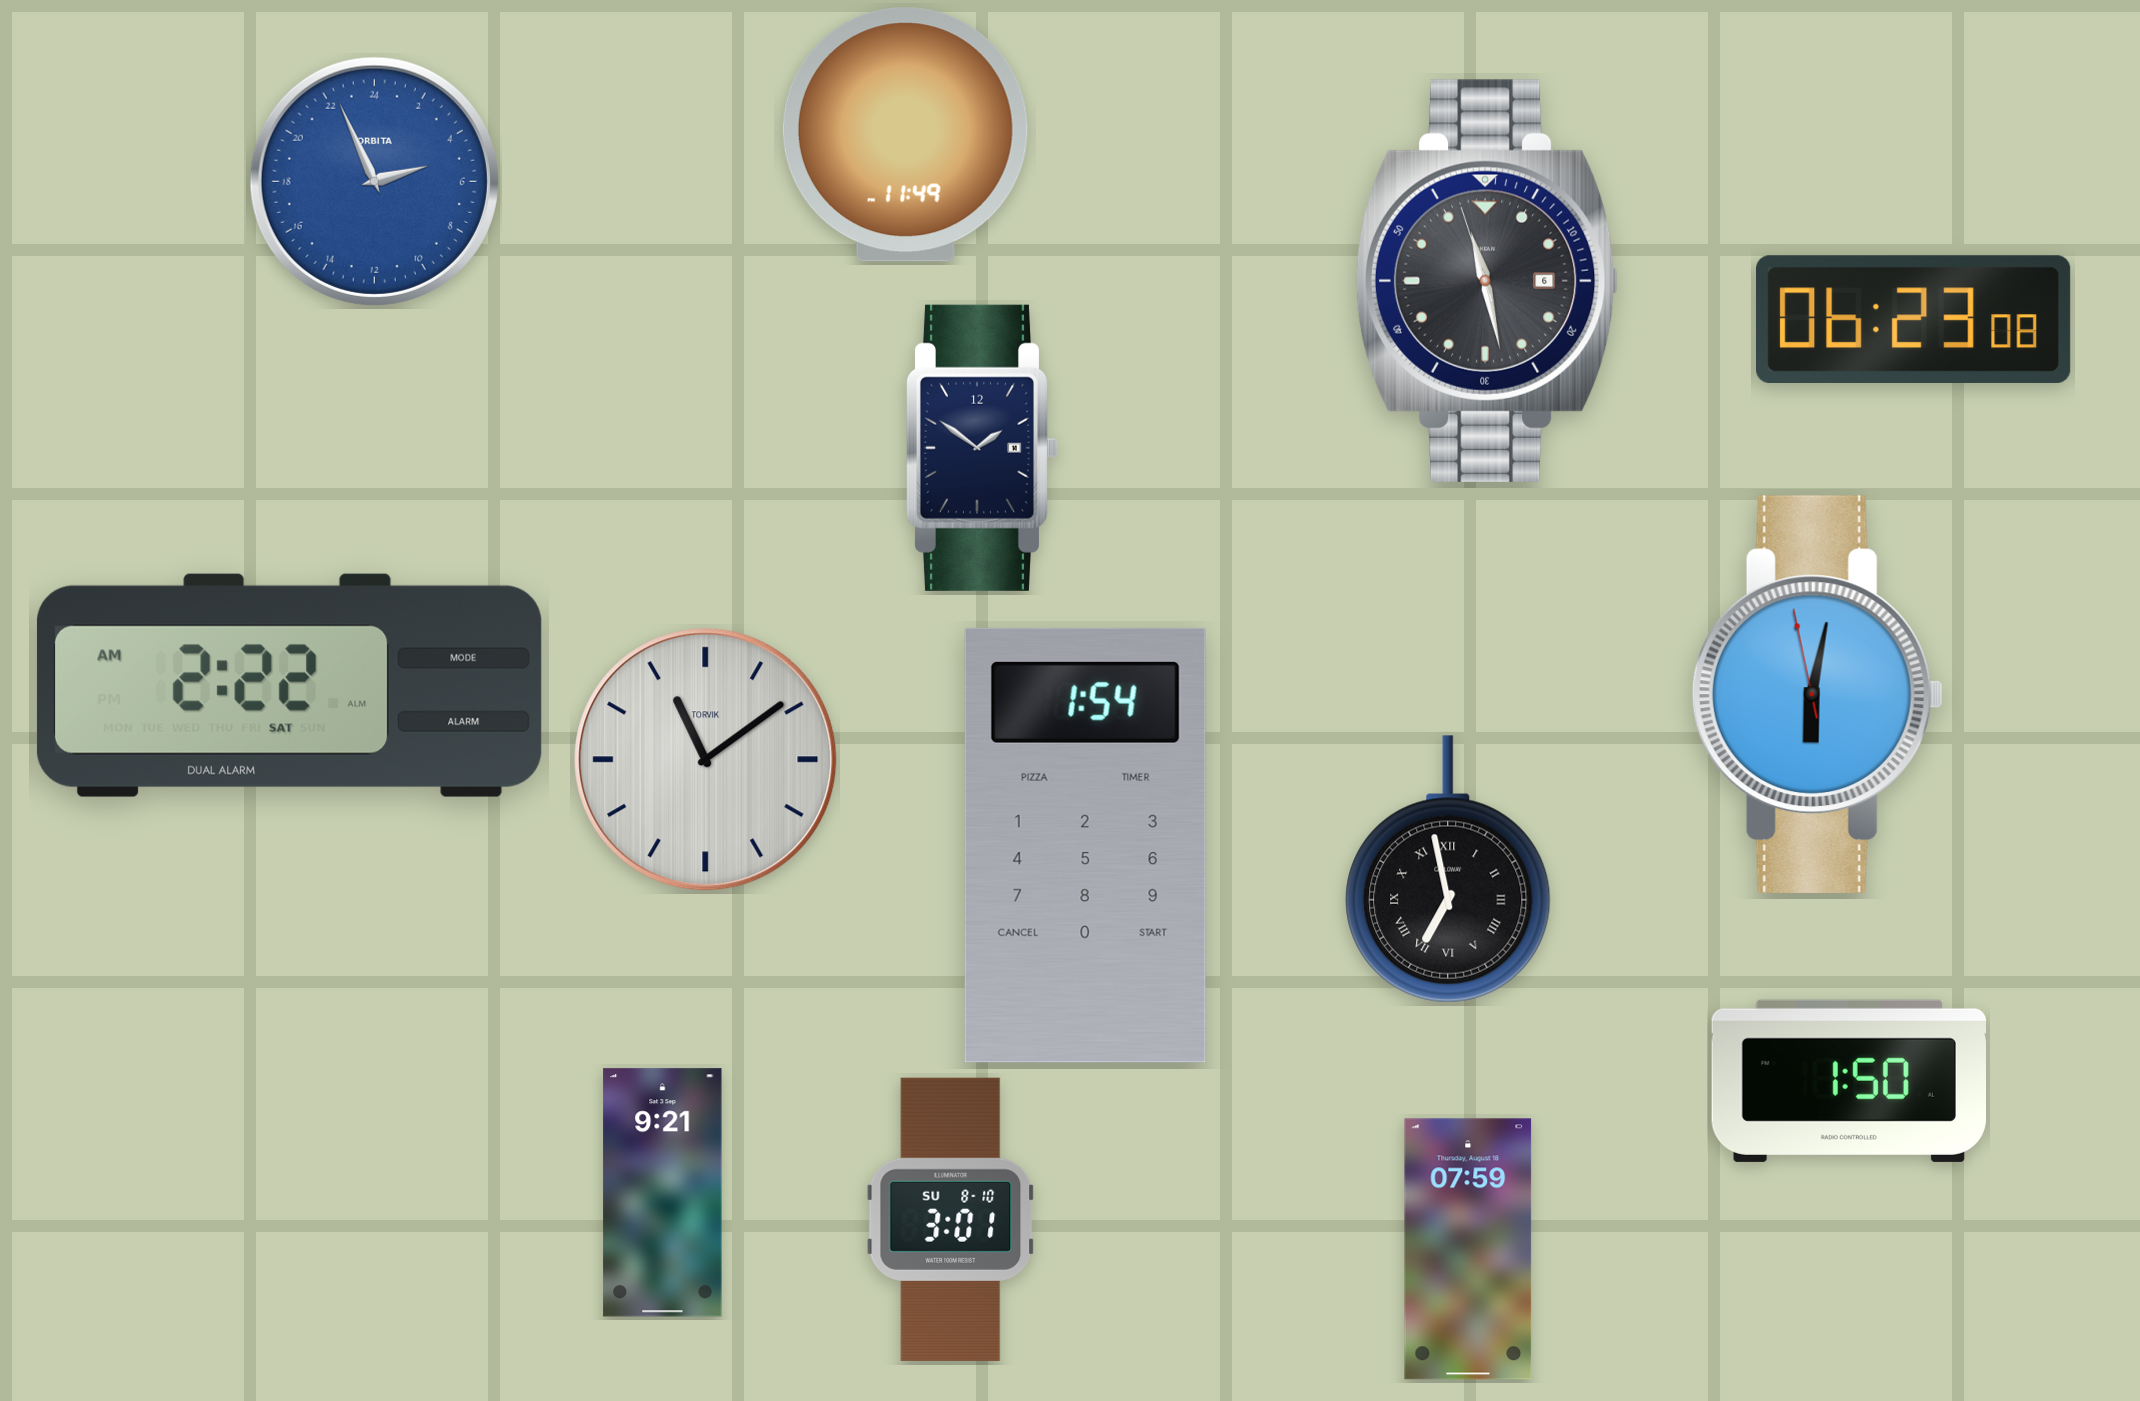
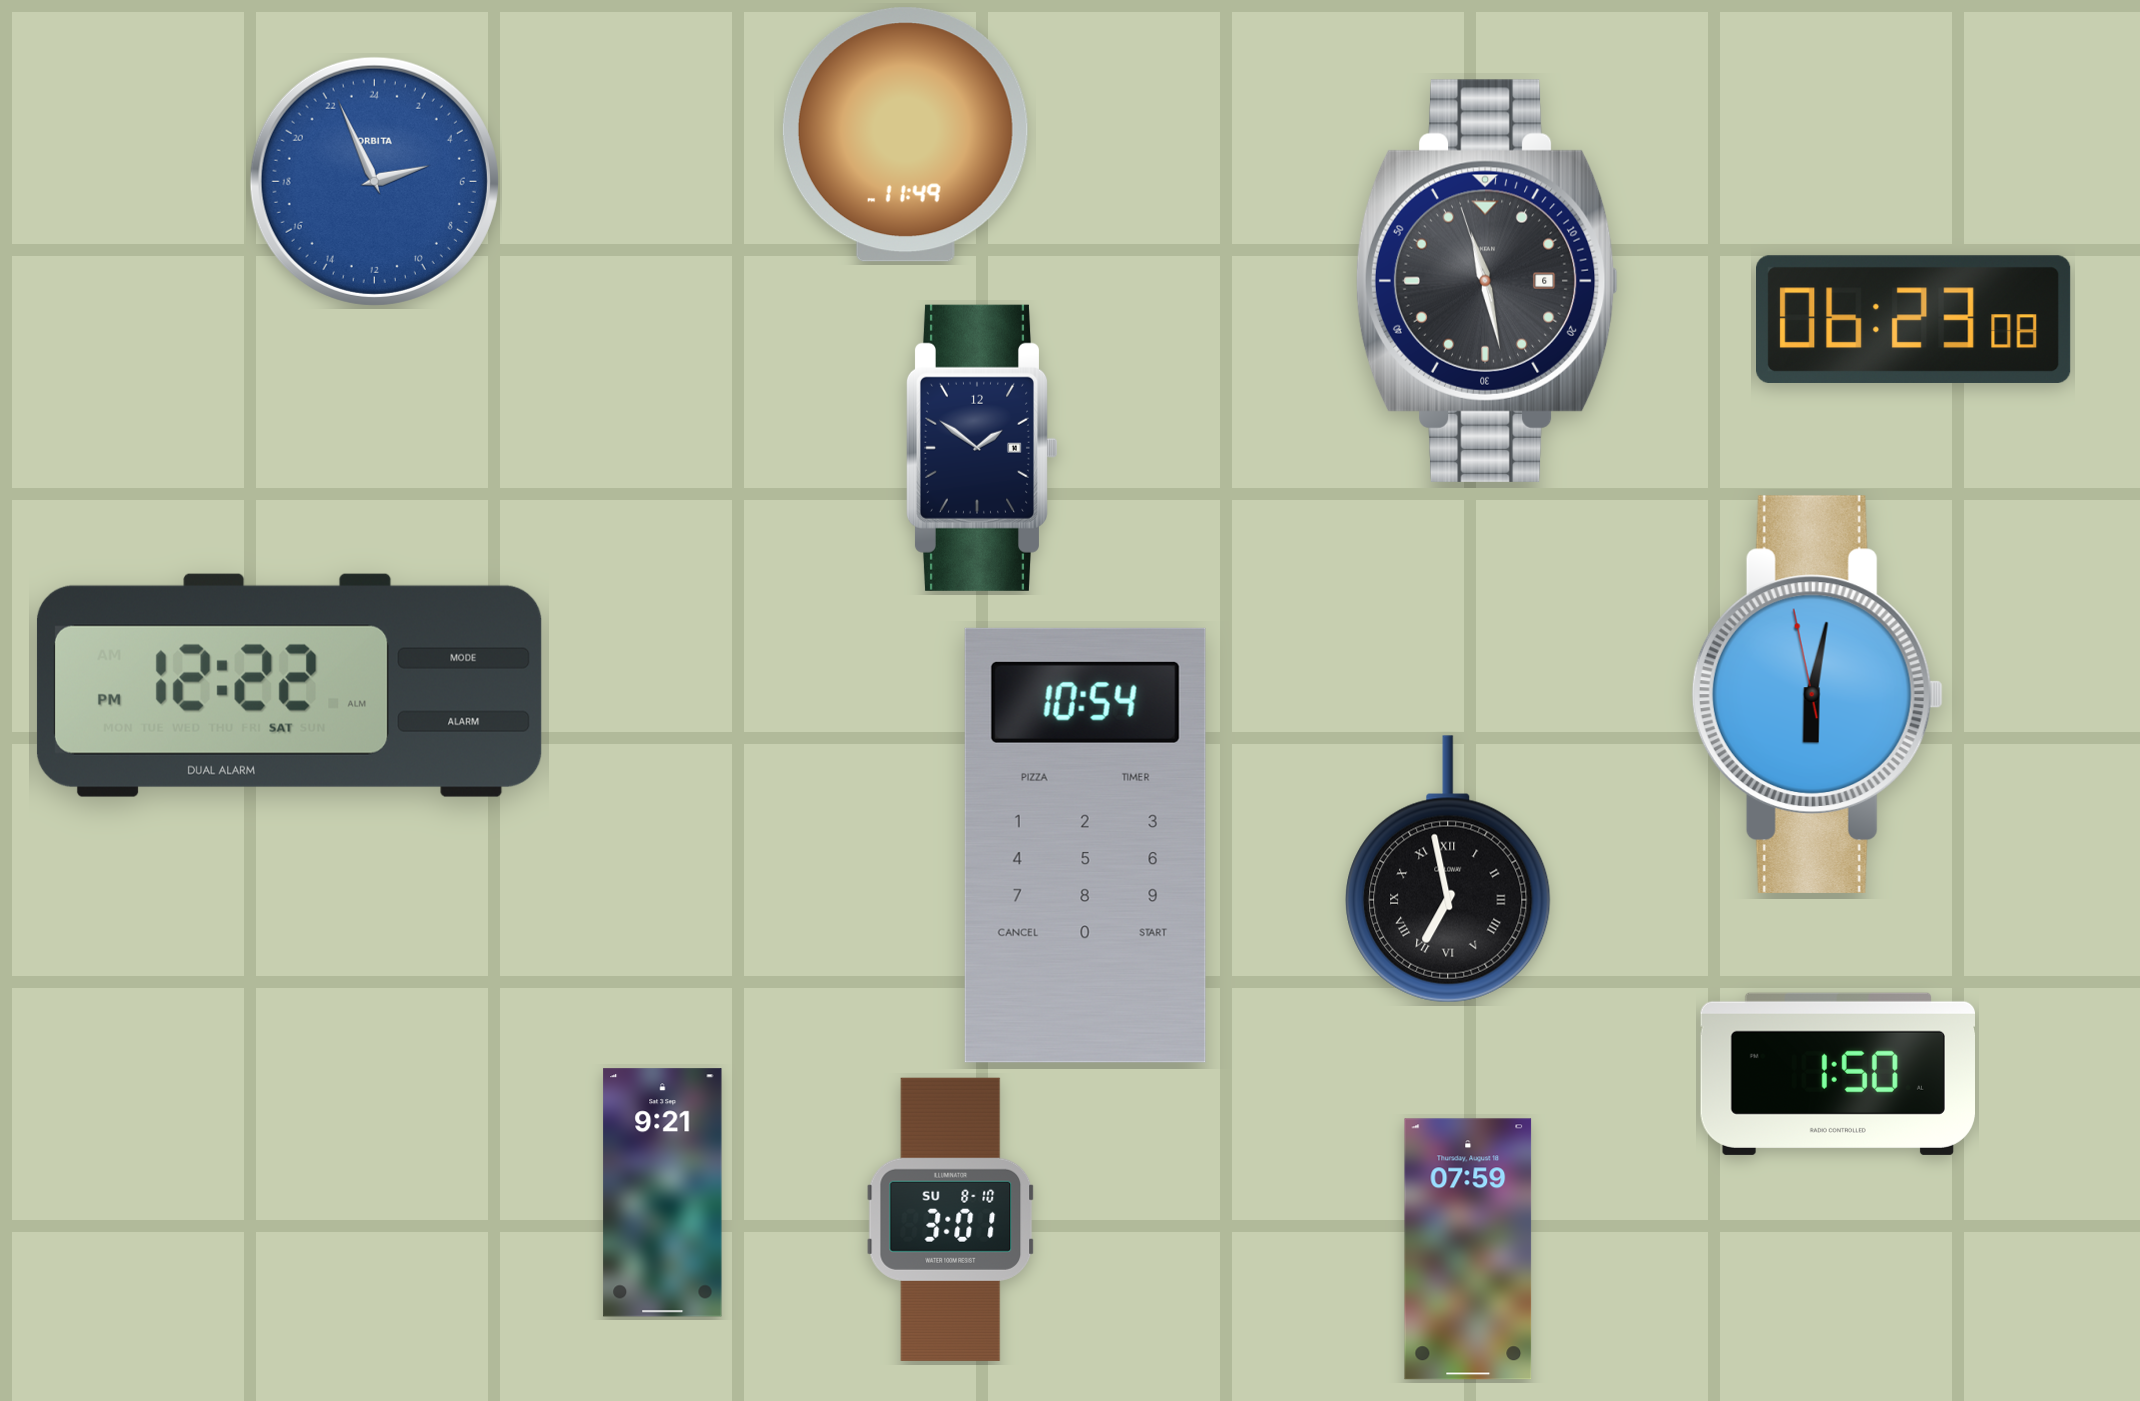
clock at (289, 685): 2:22 -> 12:22
clock at (706, 760): 11:09 -> none
clock at (1085, 845): 1:54 -> 10:54
clock at (1848, 1081) position: (1848, 1081) -> (1837, 1074)
